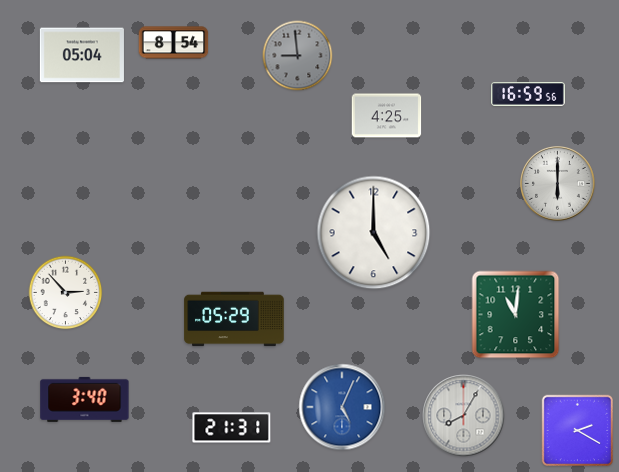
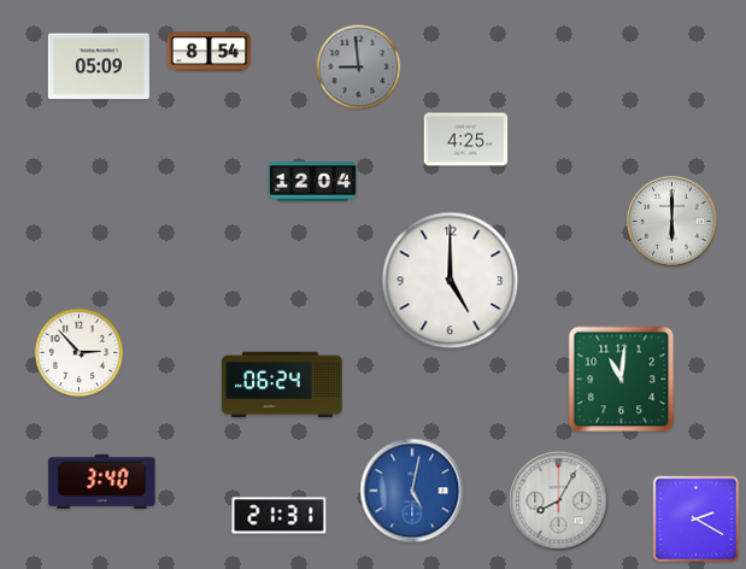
clock at (82, 55): 05:04 -> 05:09
clock at (528, 95): 16:59 -> none
clock at (313, 182): none -> 12:04
clock at (234, 319): 05:29 -> 06:24
clock at (342, 407): 5:04 -> 5:02
